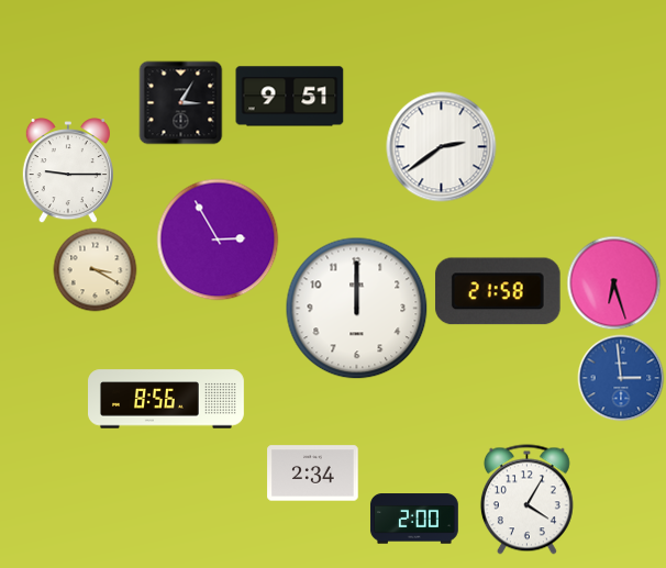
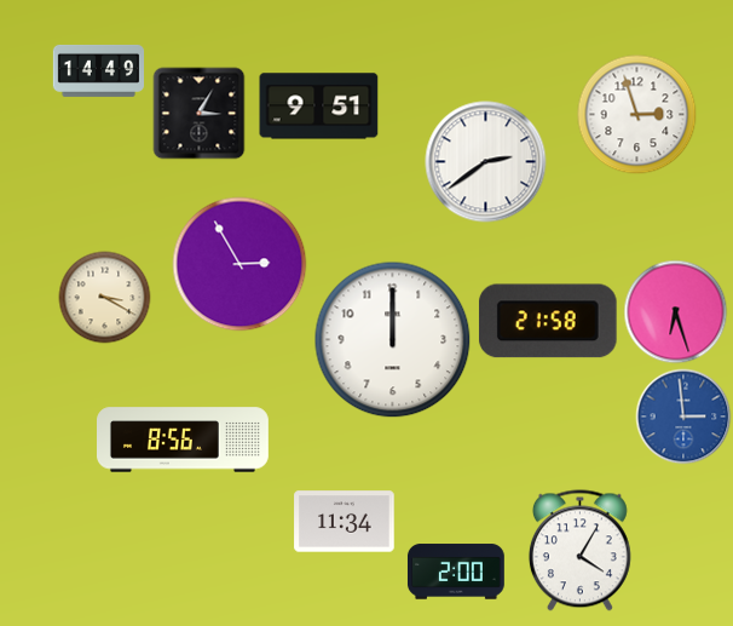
clock at (98, 70): none -> 14:49
clock at (637, 115): none -> 2:57
clock at (68, 171): 9:15 -> none
clock at (313, 474): 2:34 -> 11:34
